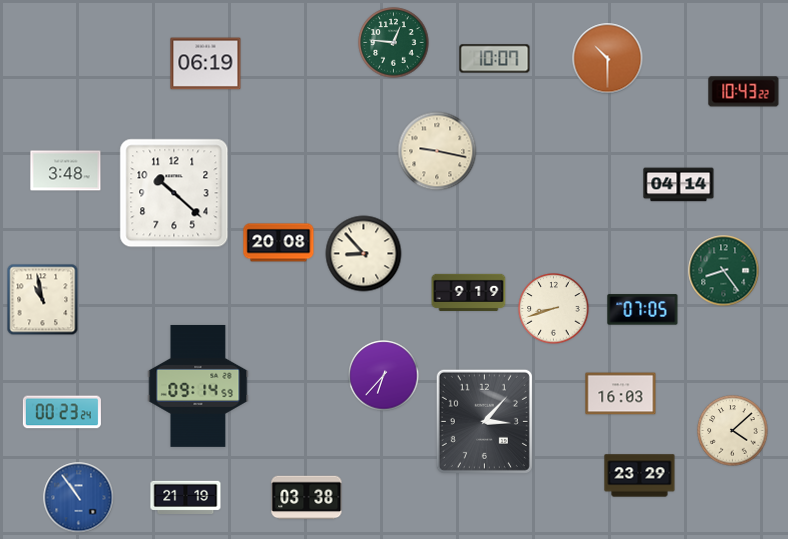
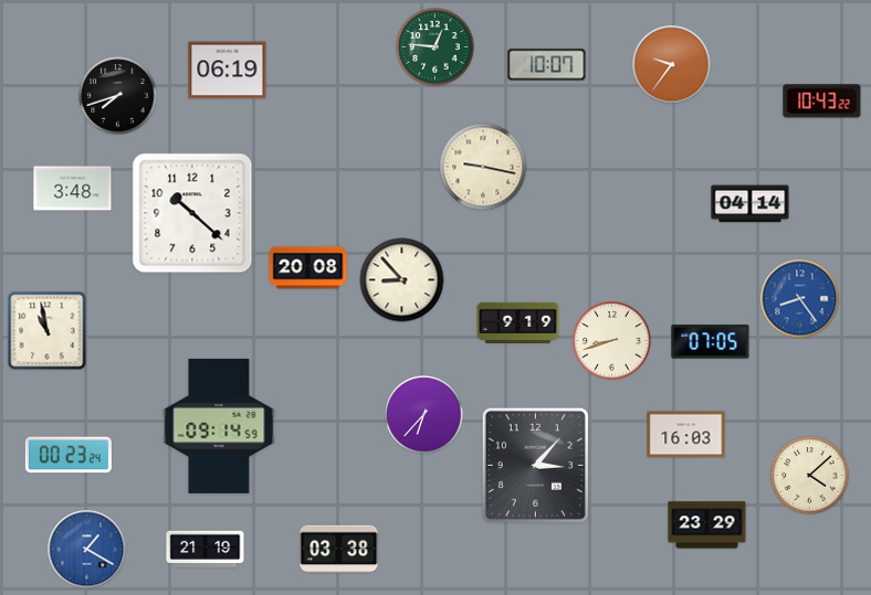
clock at (608, 59): 10:30 -> 9:36
clock at (118, 96): none -> 7:42
clock at (724, 271) dial: green -> blue
clock at (79, 498): 10:54 -> 1:20
